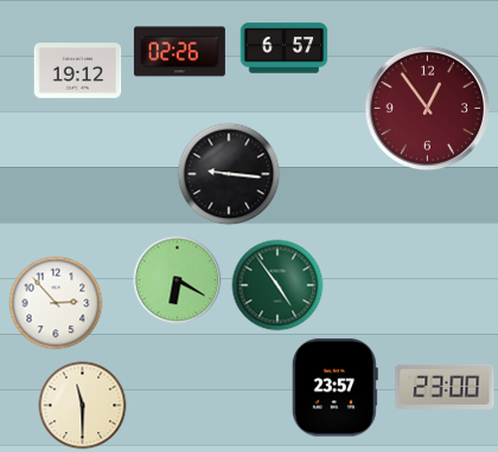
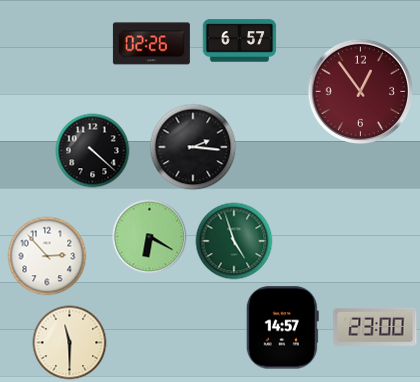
clock at (78, 71): 19:12 -> none
clock at (229, 174): 9:16 -> 2:16
clock at (93, 151): none -> 4:22
clock at (277, 285): 4:54 -> 4:57
clock at (334, 388): 23:57 -> 14:57
